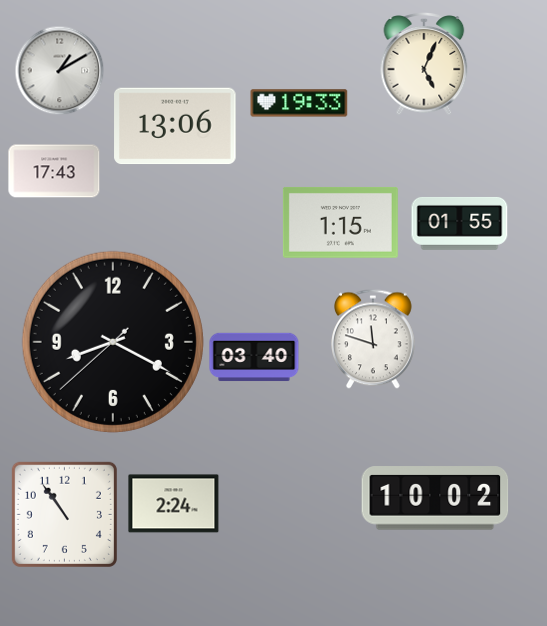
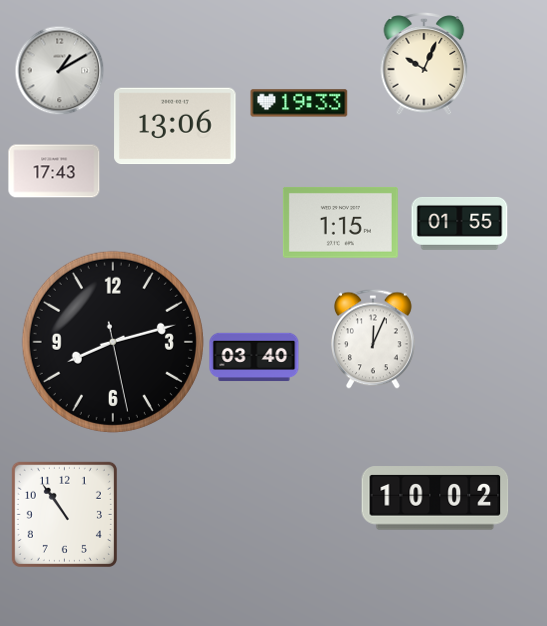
clock at (424, 65): 5:04 -> 10:04
clock at (374, 339): 11:48 -> 12:04
clock at (113, 342): 8:19 -> 8:12
clock at (174, 504): 2:24 -> none
